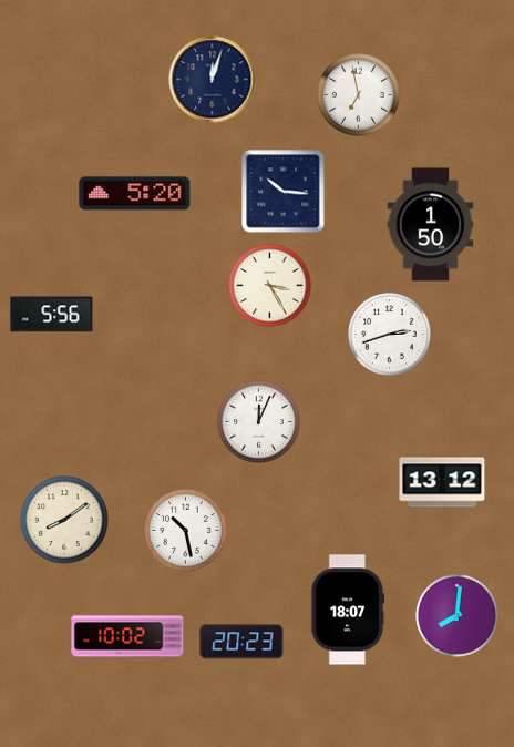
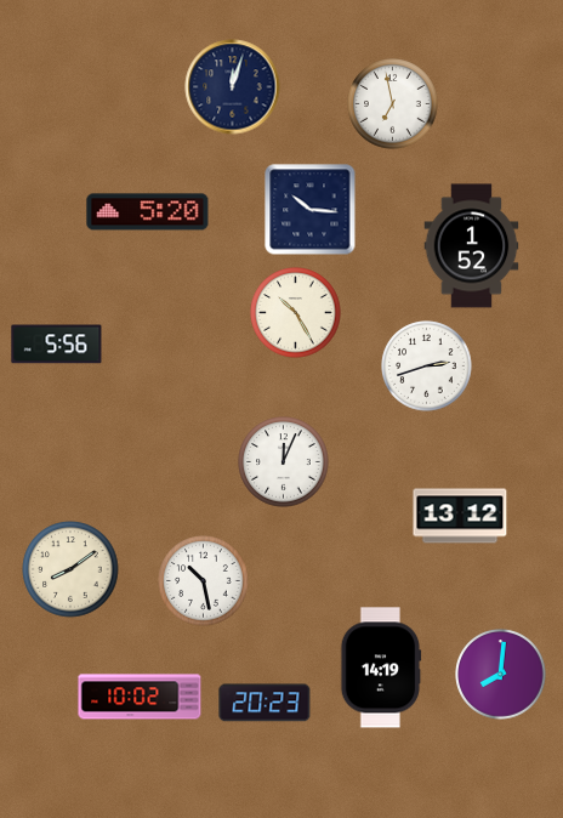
clock at (431, 225): 1:50 -> 1:52
clock at (270, 286): 3:25 -> 10:25
clock at (442, 482) position: (442, 482) -> (460, 516)
clock at (348, 610): 18:07 -> 14:19
